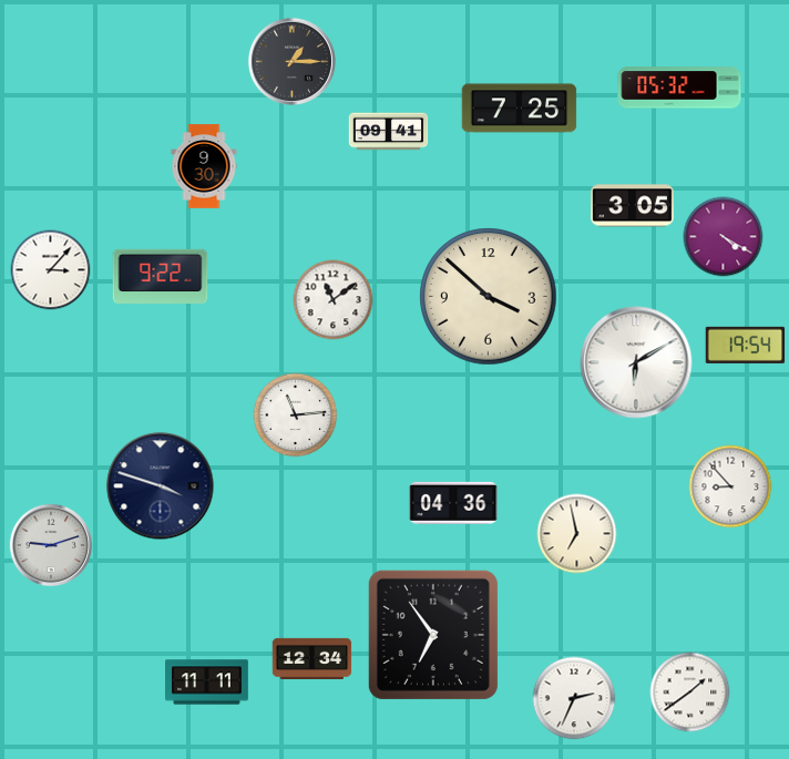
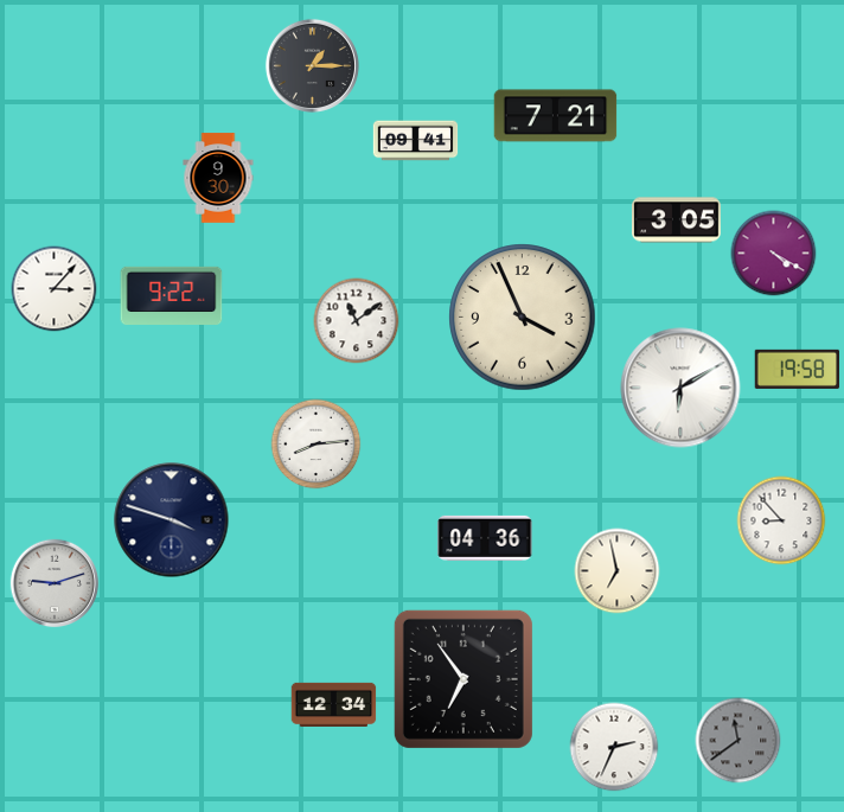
clock at (679, 88): 05:32 -> none
clock at (520, 109): 7:25 -> 7:21
clock at (489, 297): 3:52 -> 3:56
clock at (746, 345): 19:54 -> 19:58
clock at (296, 416): 11:14 -> 8:14
clock at (207, 683): 11:11 -> none
clock at (690, 693): 1:39 -> 11:39
clock at (690, 693) dial: white -> grey
